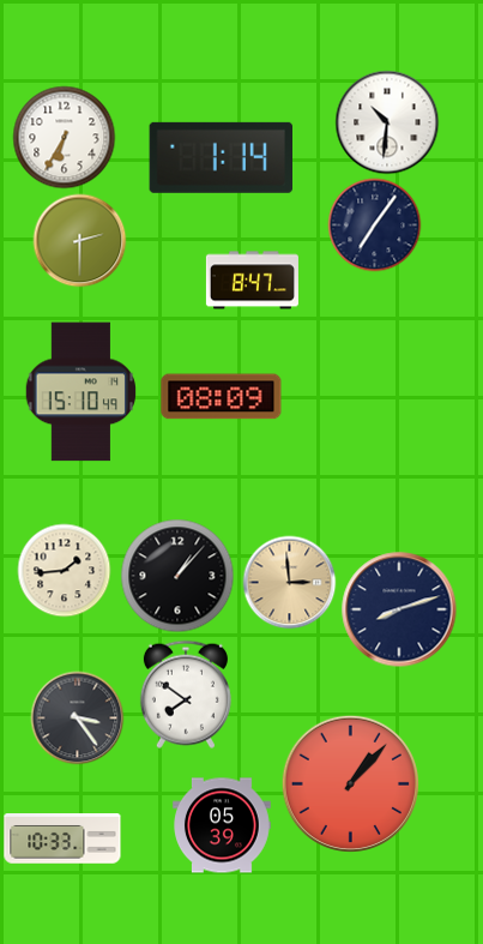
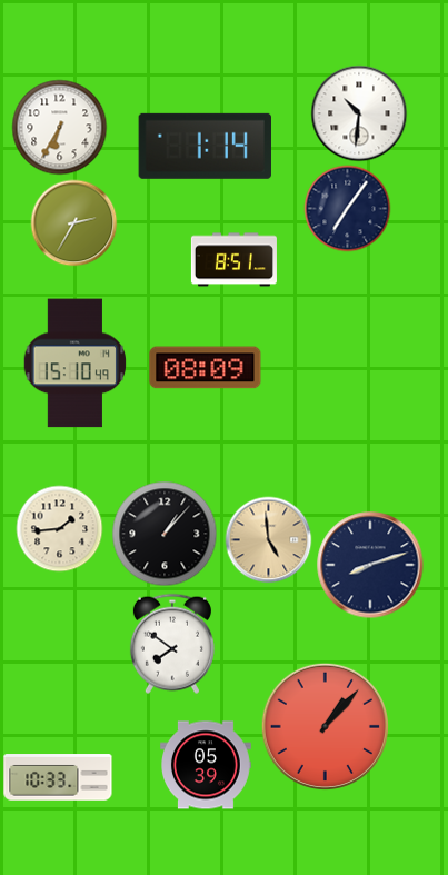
clock at (79, 240): 2:30 -> 2:35
clock at (252, 281): 8:47 -> 8:51
clock at (289, 582): 2:59 -> 4:59
clock at (77, 717): 3:24 -> none
